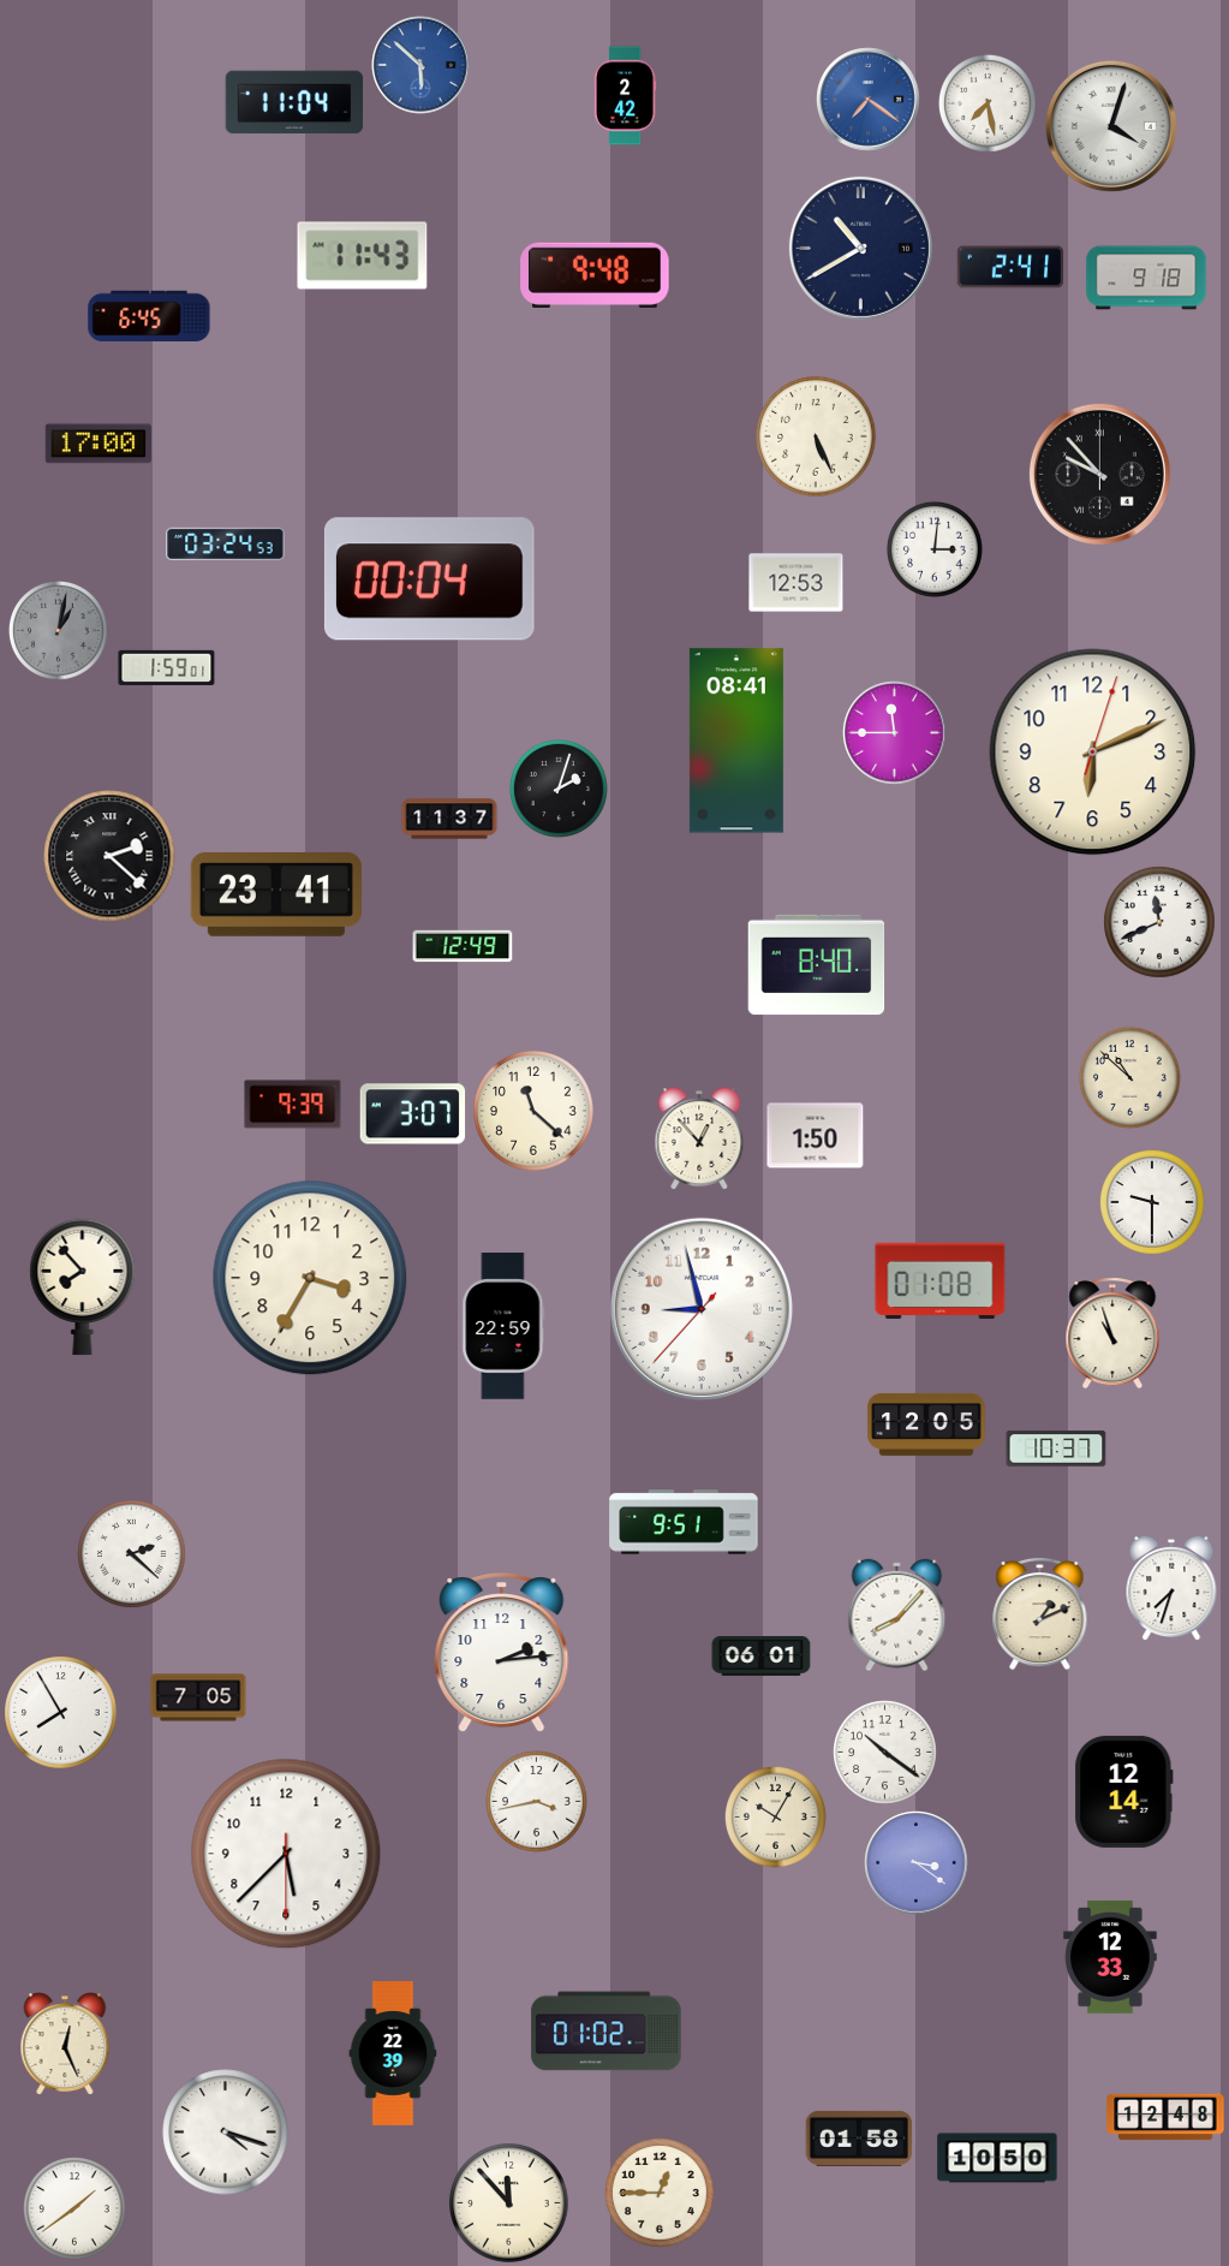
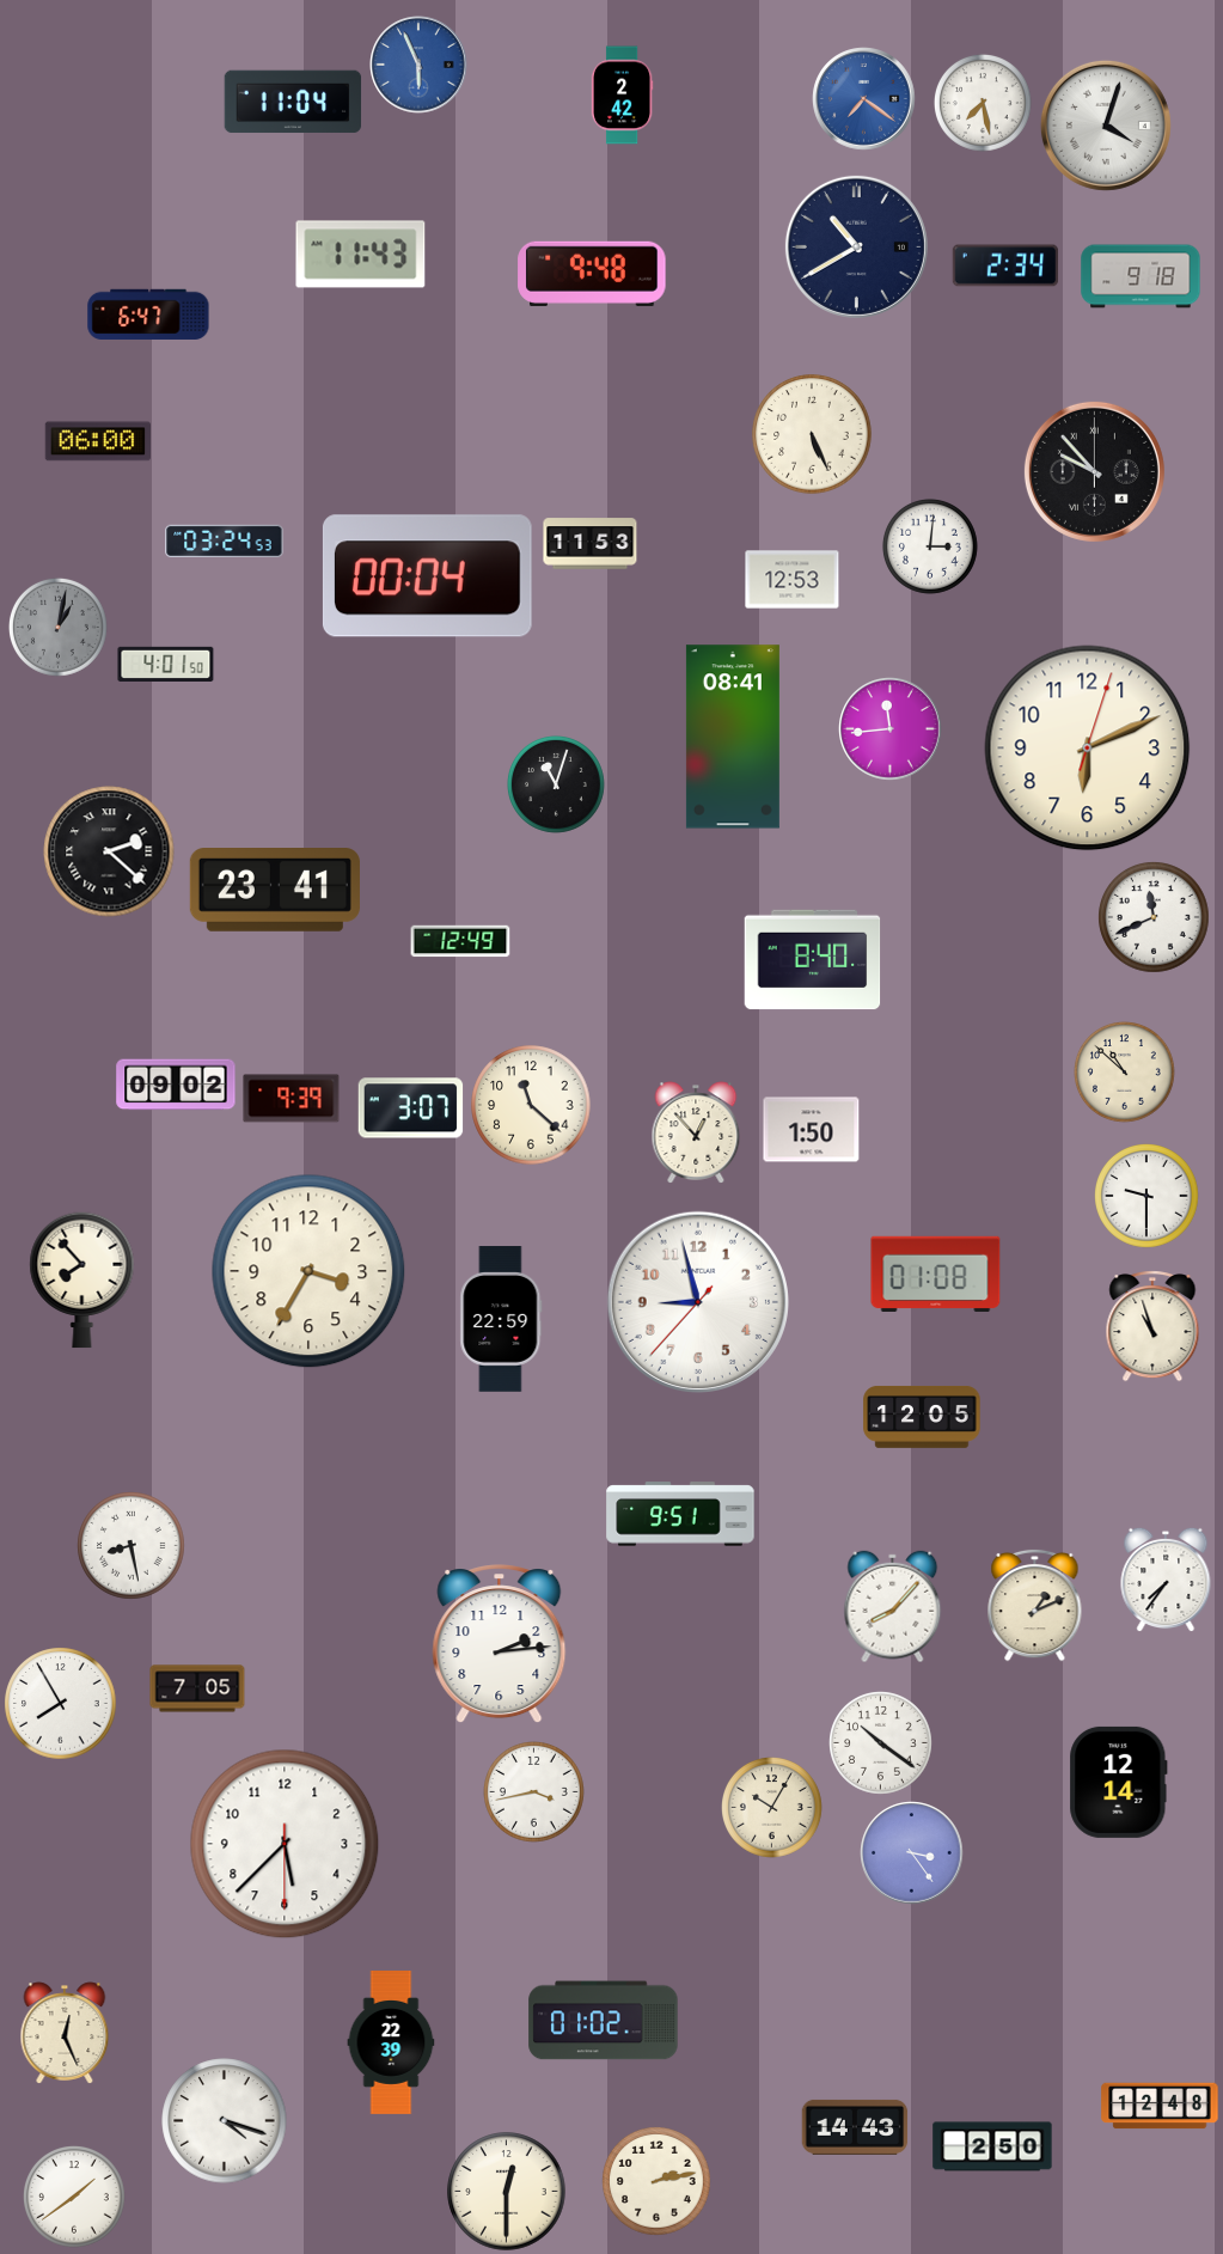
clock at (420, 65): 5:52 -> 5:56
clock at (1010, 267): 2:41 -> 2:34
clock at (149, 315): 6:45 -> 6:47
clock at (97, 444): 17:00 -> 06:00
clock at (591, 544): none -> 11:53
clock at (167, 667): 1:59 -> 4:01
clock at (895, 733): 11:45 -> 11:44
clock at (559, 789): 2:03 -> 11:03
clock at (449, 819): 11:37 -> none
clock at (176, 1085): none -> 09:02
clock at (1112, 1333) position: (1112, 1333) -> (1152, 1326)
clock at (1056, 1449): 10:37 -> none
clock at (132, 1554): 2:22 -> 8:28
clock at (1171, 1588): 7:33 -> 7:36
clock at (762, 1655): 06:01 -> none
clock at (917, 1863): 3:21 -> 3:24
clock at (1110, 1957): 12:33 -> none
clock at (859, 2139): 01:58 -> 14:43
clock at (997, 2158): 10:50 -> 2:50
clock at (660, 2193): 12:45 -> 2:13
clock at (509, 2203): 11:53 -> 12:30
